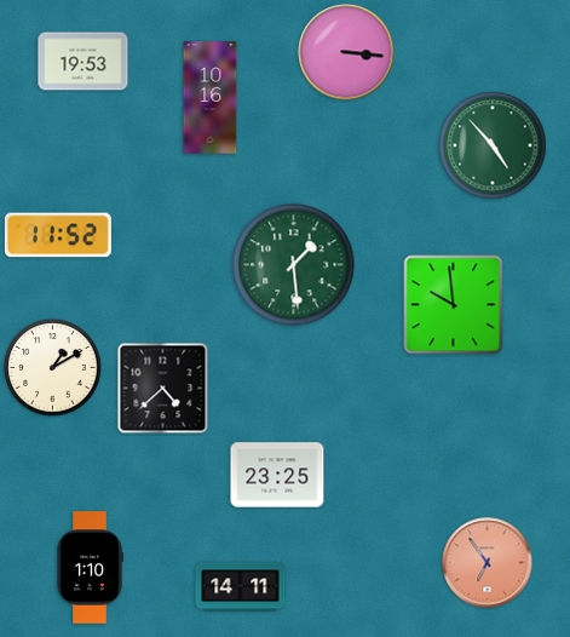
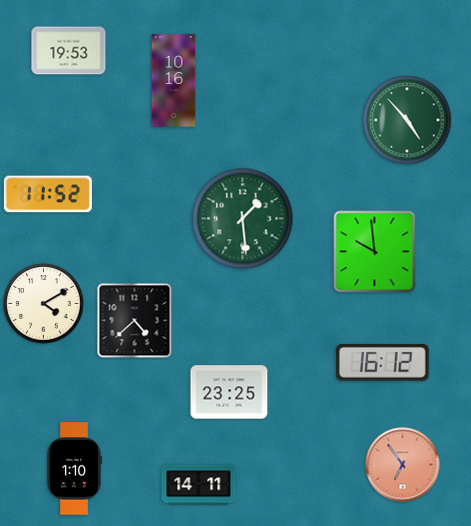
clock at (346, 52): 3:16 -> none
clock at (53, 368): 1:10 -> 4:10
clock at (383, 363): none -> 16:12
